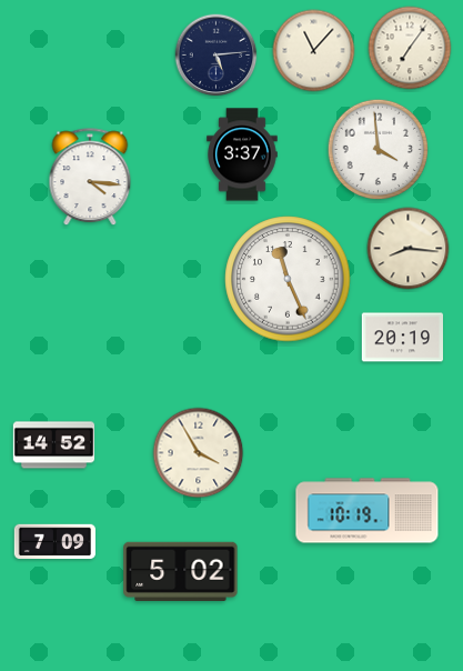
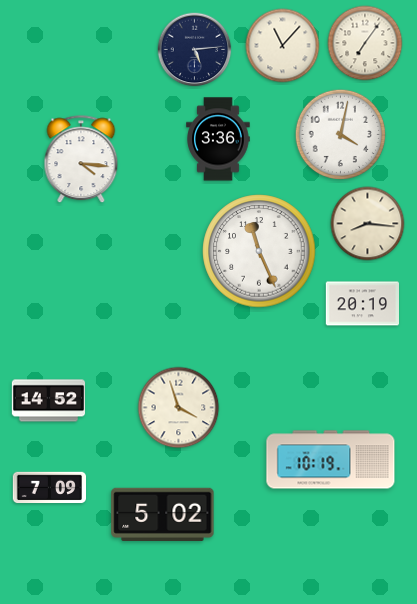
clock at (410, 48) position: (410, 48) -> (365, 43)
clock at (379, 150): 3:59 -> 4:02
clock at (242, 154): 3:37 -> 3:36
clock at (199, 453): 3:55 -> 3:57
